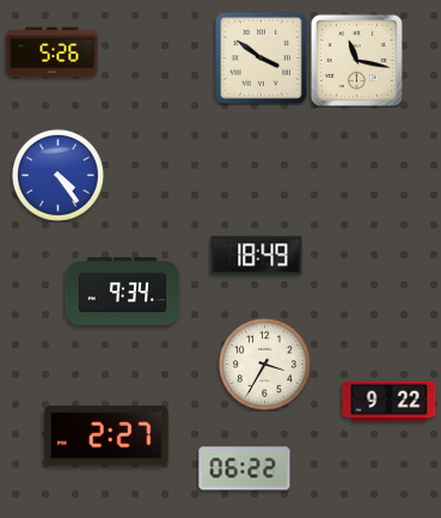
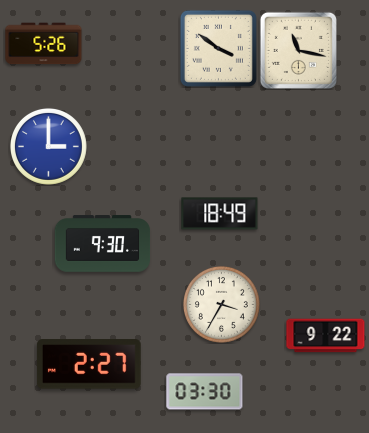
clock at (57, 175): 4:24 -> 3:00
clock at (257, 256) position: (257, 256) -> (220, 214)
clock at (123, 292): 9:34 -> 9:30
clock at (245, 469): 06:22 -> 03:30
